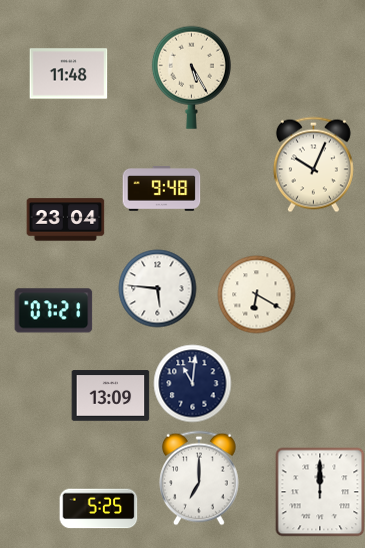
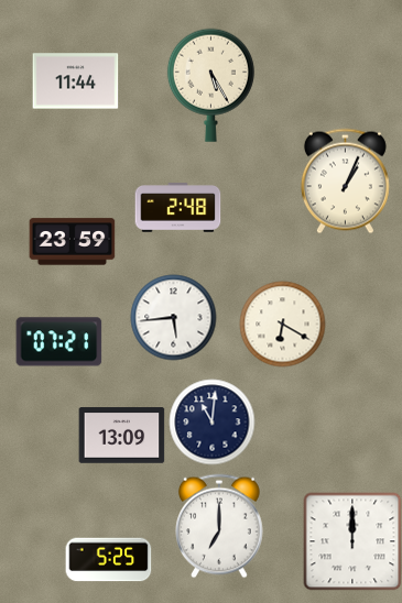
clock at (68, 74): 11:48 -> 11:44
clock at (313, 164): 10:04 -> 1:04
clock at (161, 189): 9:48 -> 2:48
clock at (65, 220): 23:04 -> 23:59
clock at (157, 288): 5:46 -> 5:44
